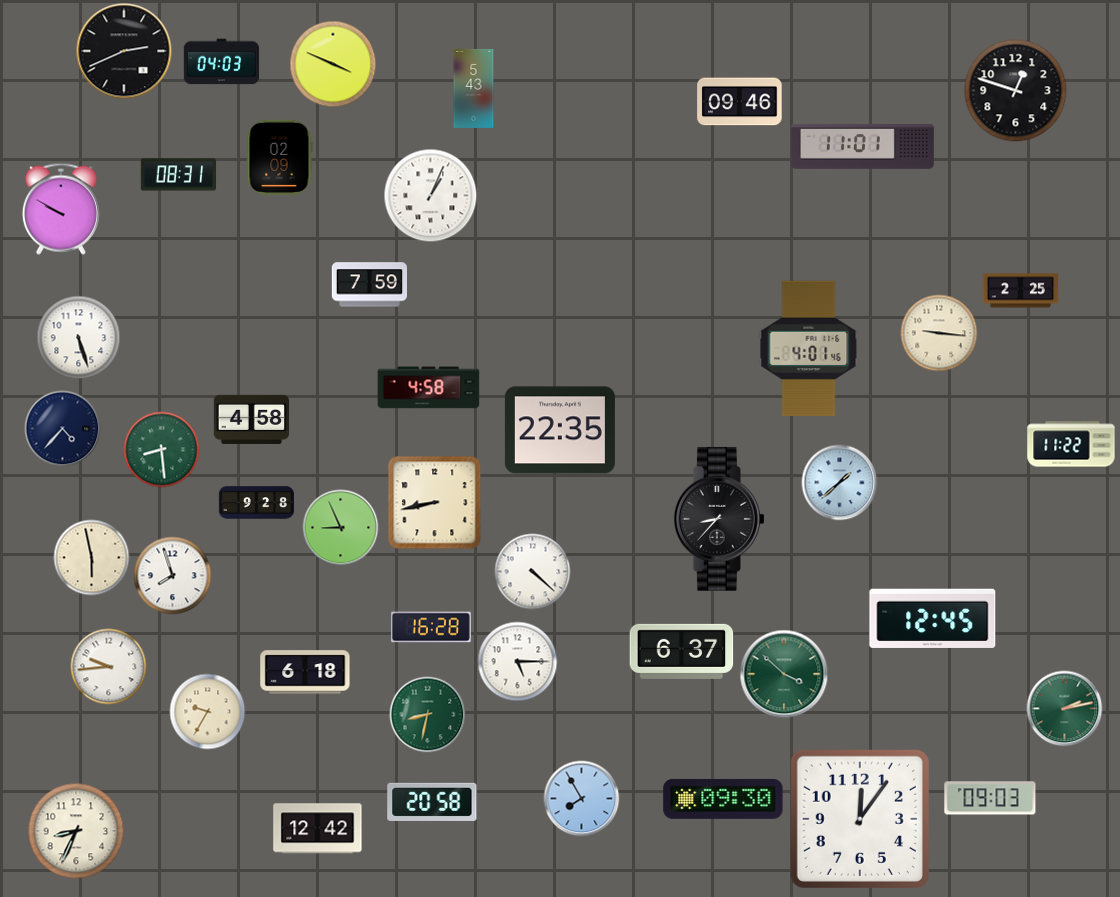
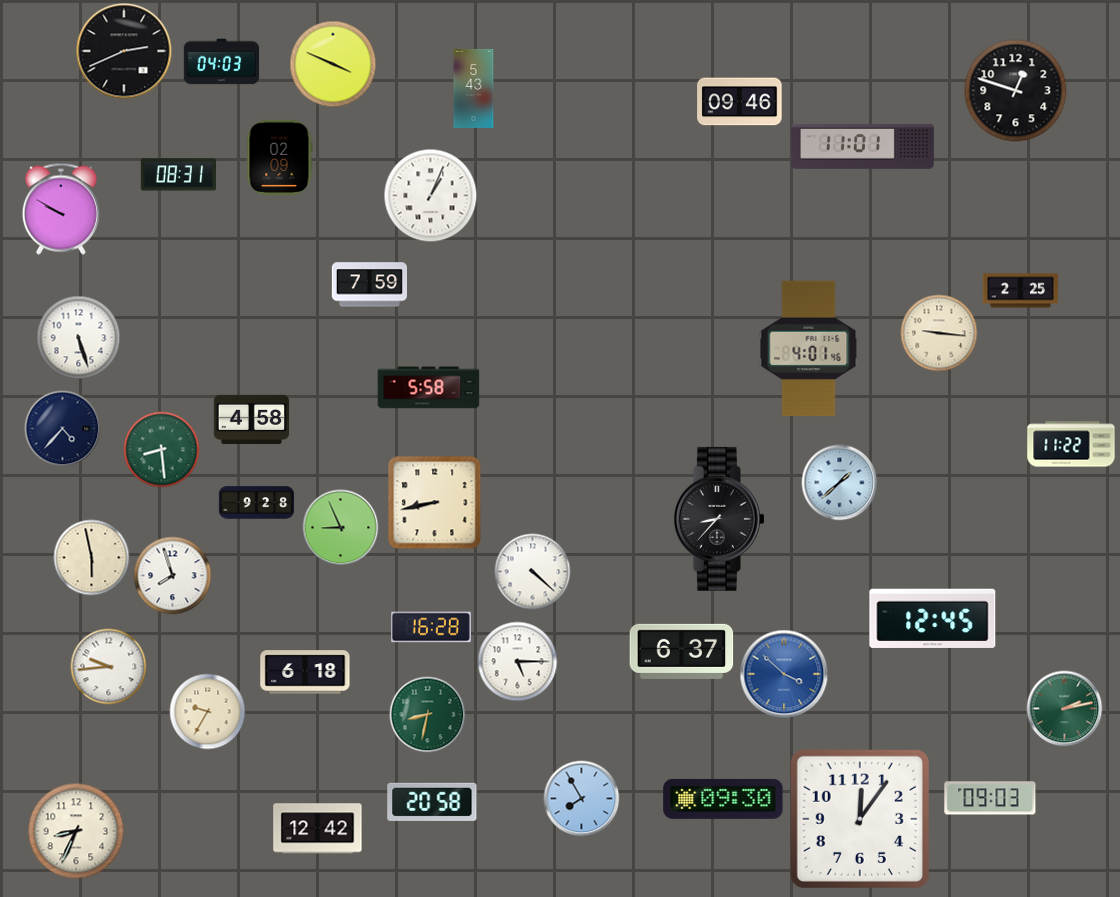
clock at (429, 388): 4:58 -> 5:58
clock at (560, 430): 22:35 -> none
clock at (784, 674) dial: green -> blue
